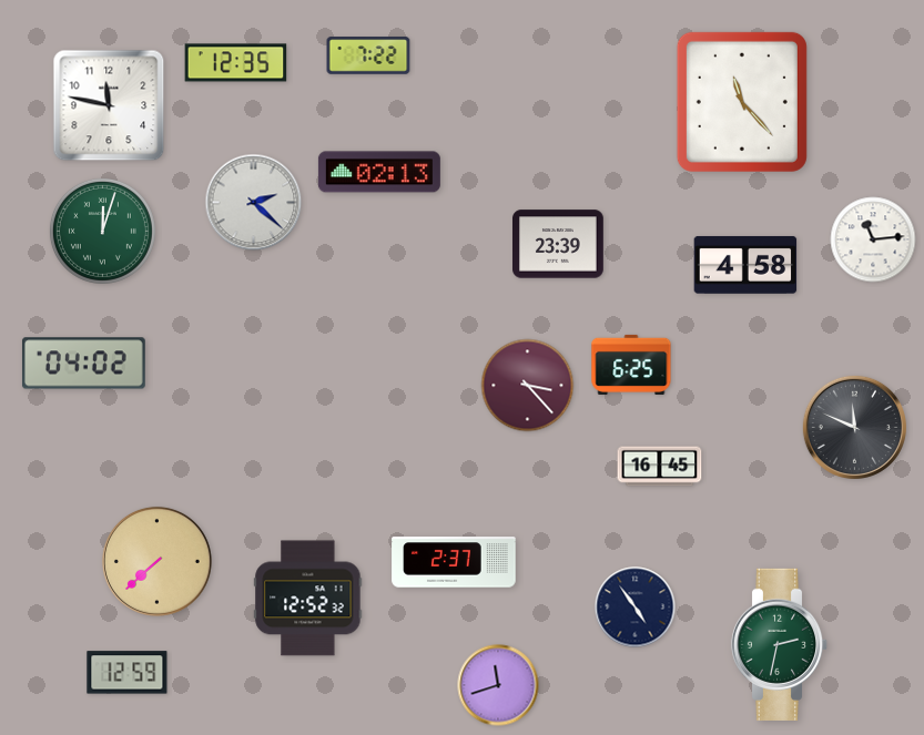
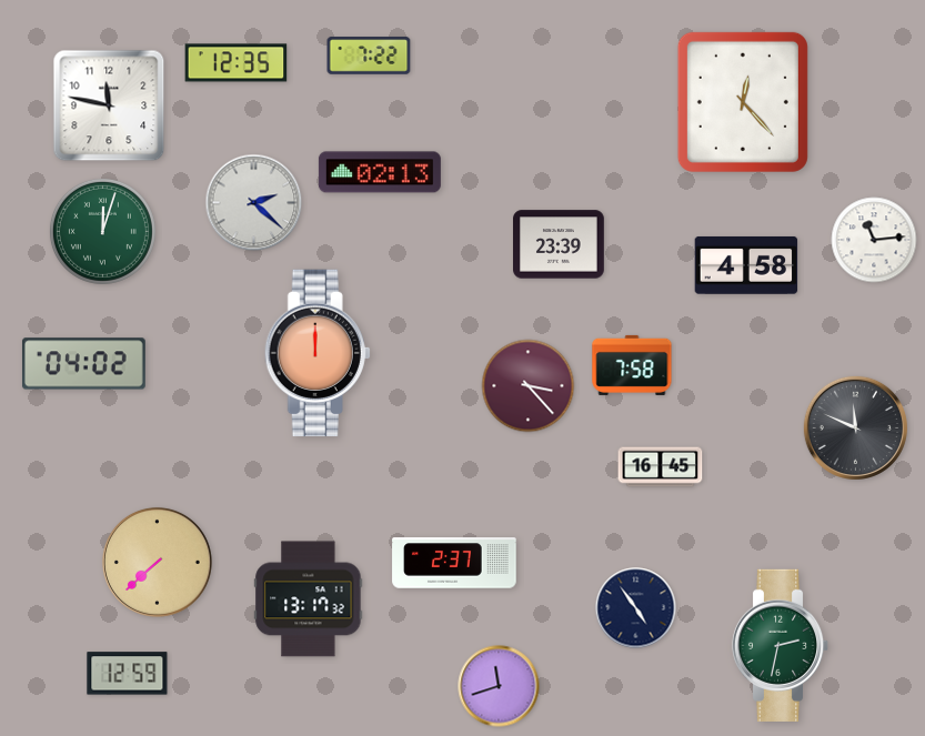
clock at (742, 102): 11:23 -> 12:23
clock at (318, 353): none -> 12:00
clock at (631, 365): 6:25 -> 7:58
clock at (308, 599): 12:52 -> 13:17
